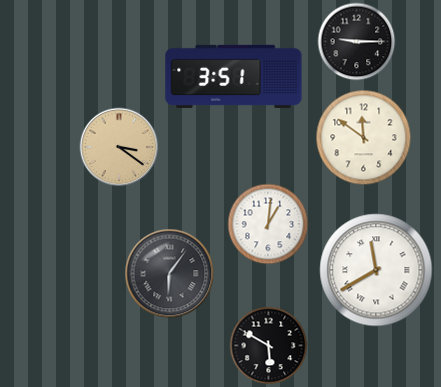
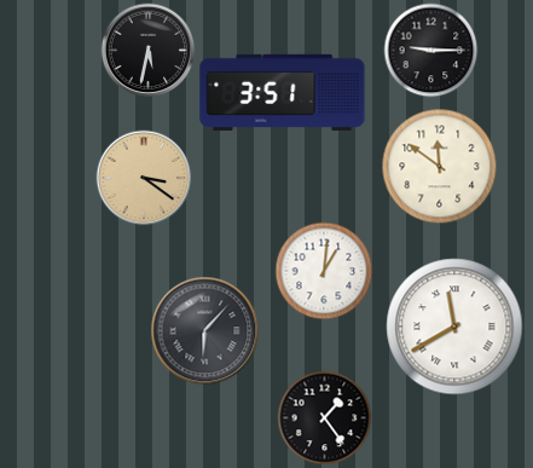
clock at (147, 50): none -> 5:32
clock at (169, 273): 6:06 -> 6:07
clock at (268, 345): 5:50 -> 1:24
